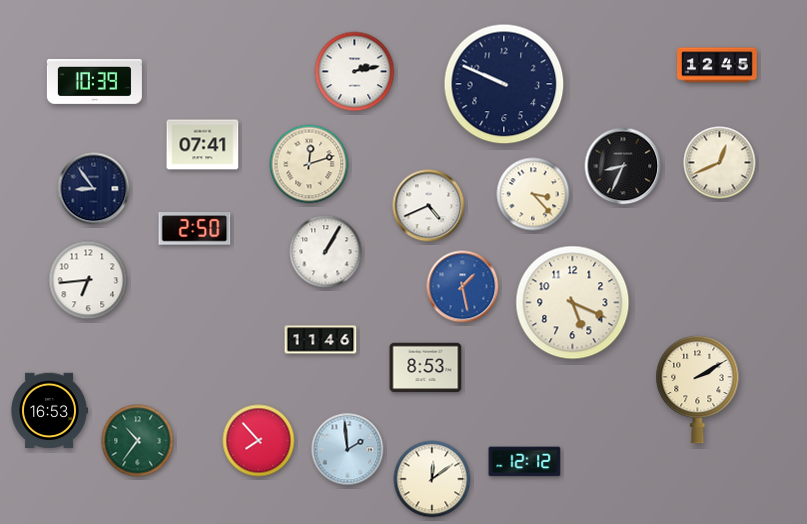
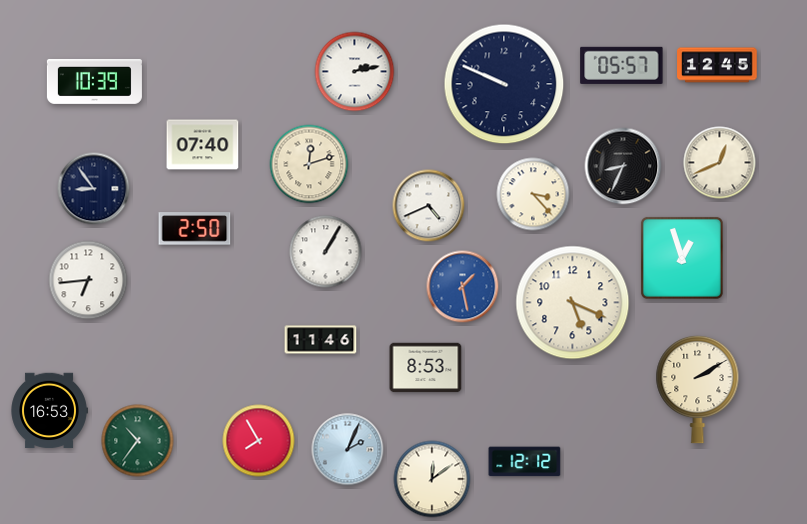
clock at (622, 65): none -> 05:57
clock at (203, 145): 07:41 -> 07:40
clock at (682, 258): none -> 12:57
clock at (259, 441): 7:53 -> 7:55
clock at (348, 450): 1:59 -> 2:04
